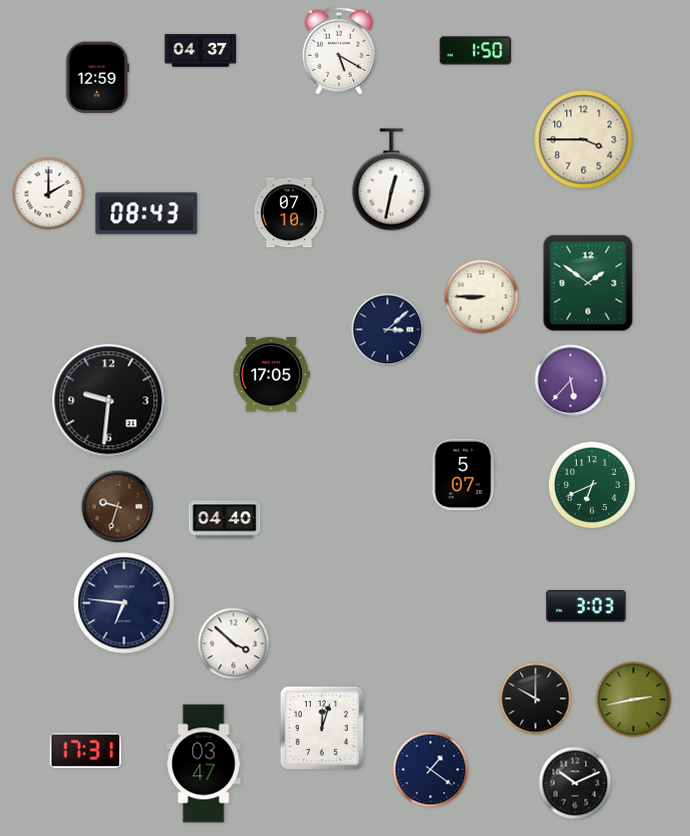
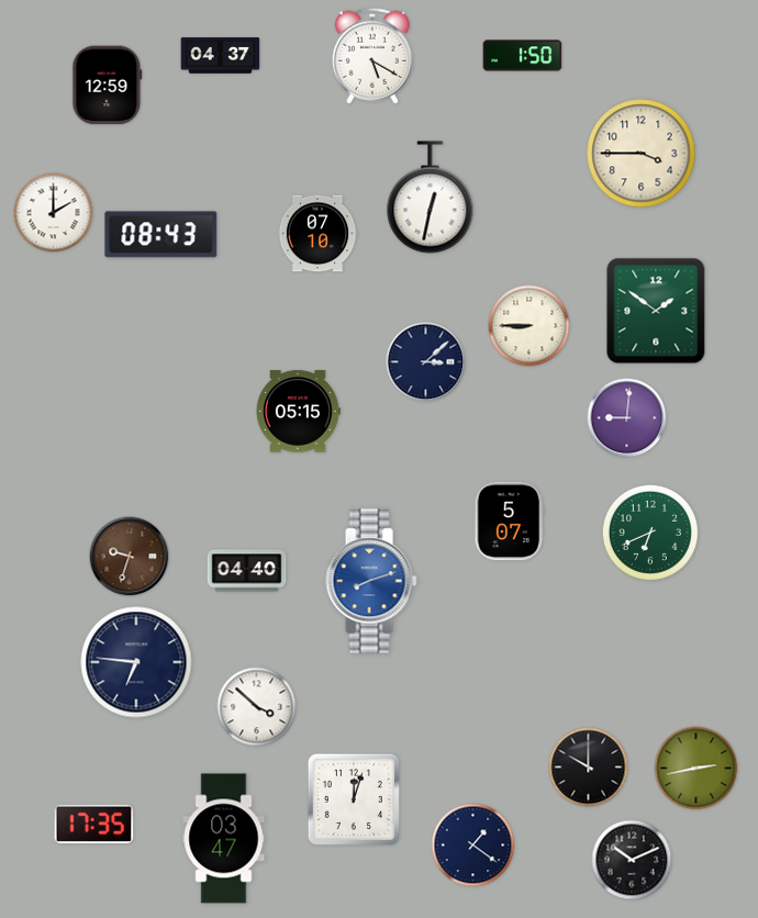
clock at (588, 283) position: (588, 283) -> (656, 311)
clock at (271, 375): 17:05 -> 05:15
clock at (571, 381): 5:37 -> 9:01
clock at (109, 401): 9:31 -> none
clock at (371, 581): none -> 8:12
clock at (586, 606): 3:03 -> none
clock at (86, 751): 17:31 -> 17:35
